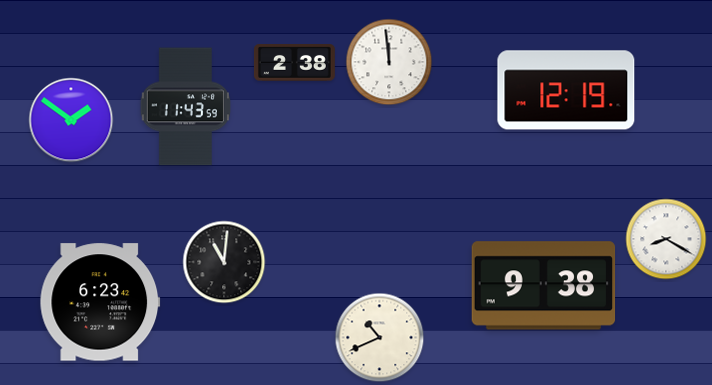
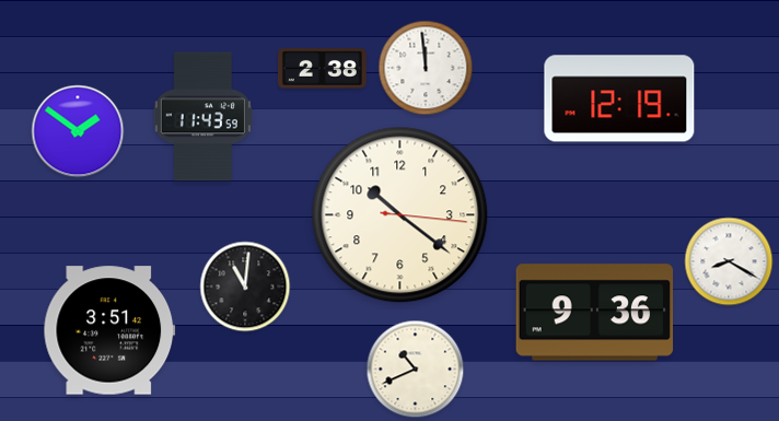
clock at (400, 215): none -> 10:21
clock at (544, 286): 9:38 -> 9:36
clock at (100, 302): 6:23 -> 3:51
